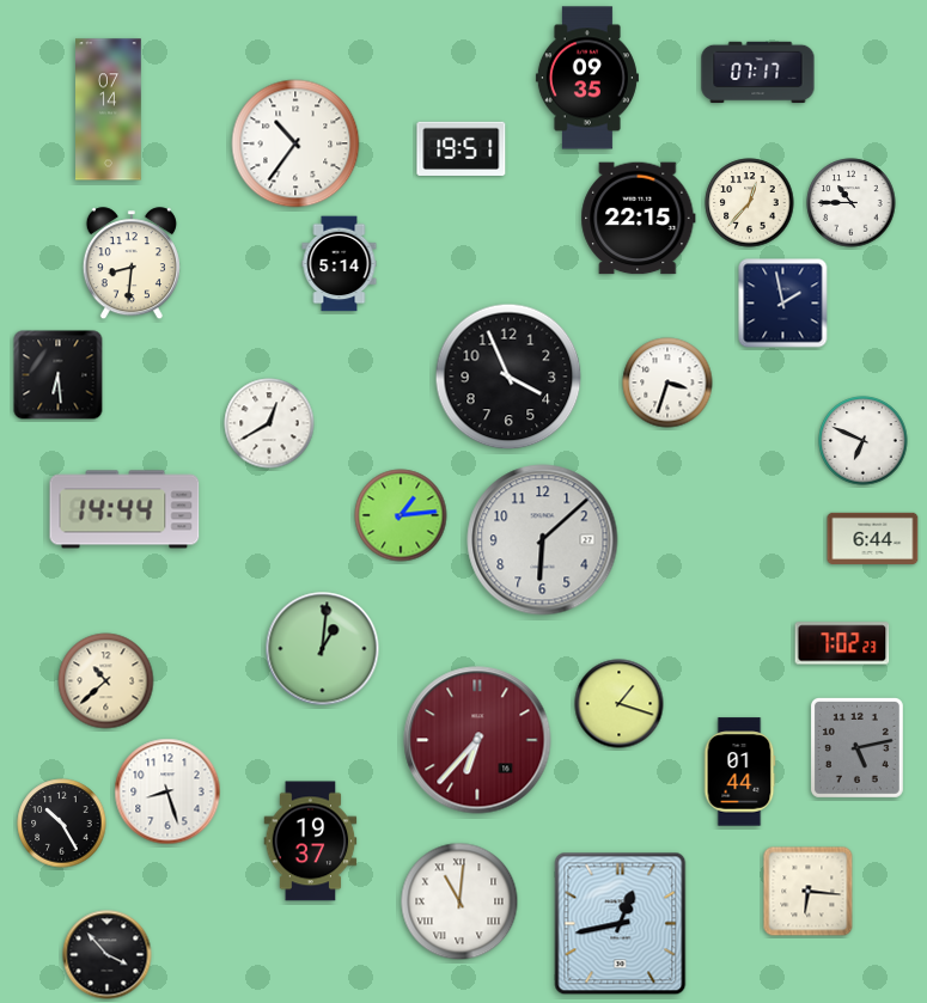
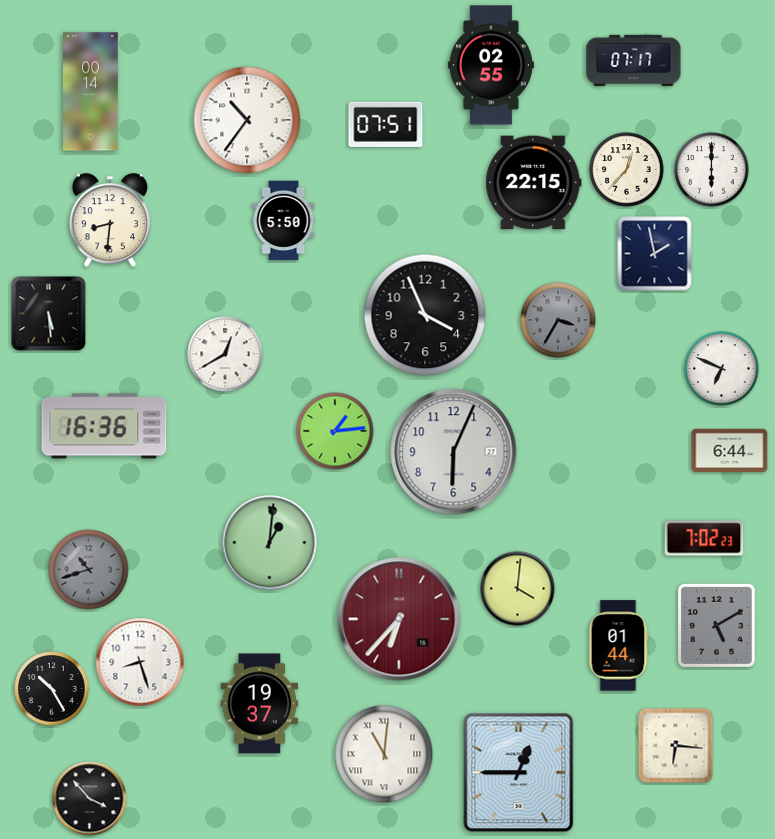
clock at (587, 78): 09:35 -> 02:55
clock at (109, 110): 07:14 -> 00:14
clock at (462, 148): 19:51 -> 07:51
clock at (852, 203): 10:45 -> 6:00
clock at (340, 264): 5:14 -> 5:50
clock at (59, 375): 6:29 -> 5:29
clock at (667, 383): 3:33 -> 3:35
clock at (667, 383) dial: white -> grey
clock at (124, 509): 14:44 -> 16:36
clock at (543, 540): 6:08 -> 6:04
clock at (106, 681): 10:38 -> 10:42
clock at (106, 681) dial: cream -> grey
clock at (620, 704): 1:18 -> 4:01
clock at (856, 747): 5:13 -> 5:10
clock at (621, 924): 12:43 -> 12:45
